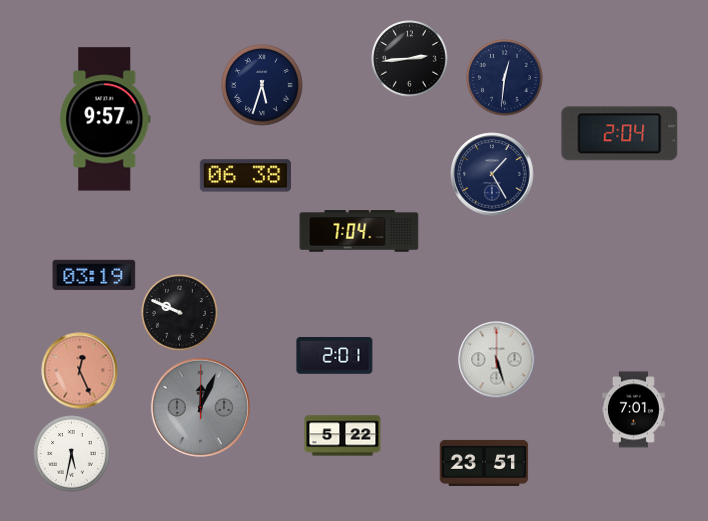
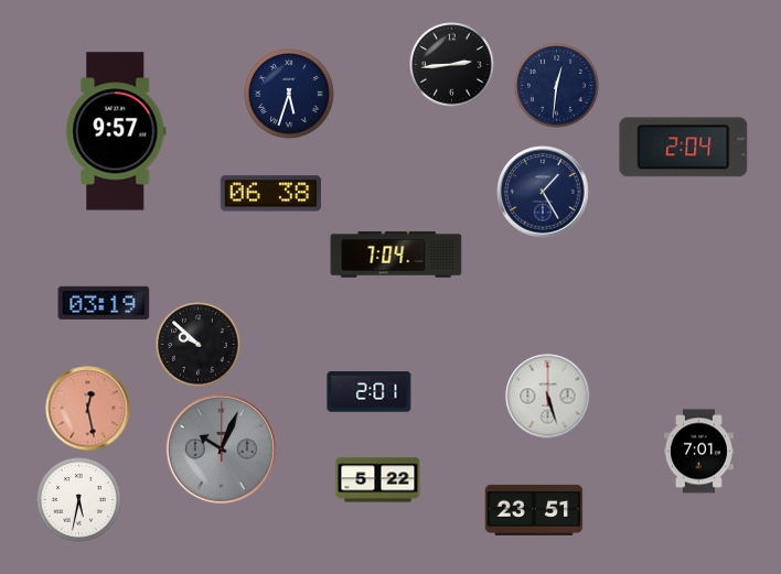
clock at (180, 313): 9:49 -> 9:52
clock at (80, 371): 12:26 -> 12:28
clock at (200, 407): 12:04 -> 10:04
